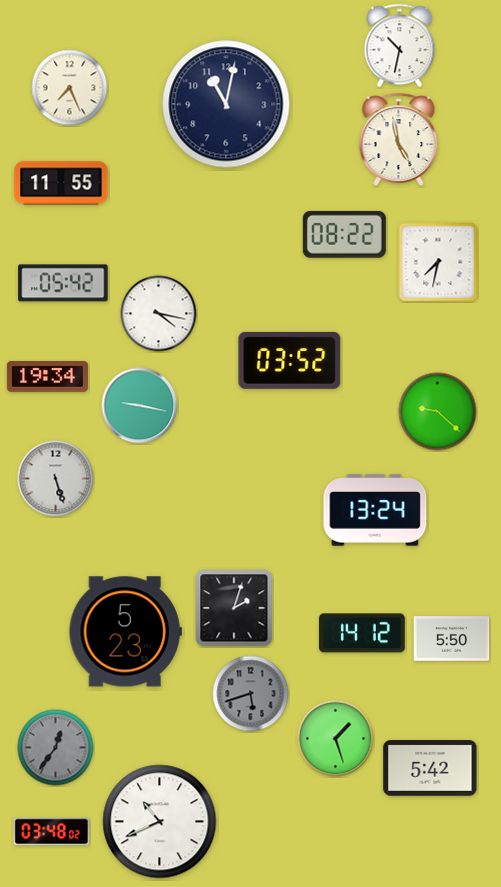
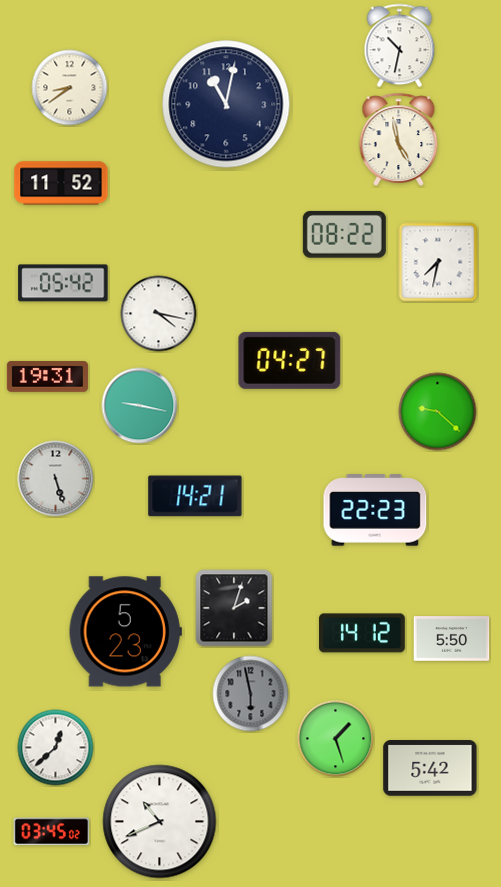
clock at (70, 88): 7:26 -> 8:39
clock at (61, 183): 11:55 -> 11:52
clock at (290, 360): 03:52 -> 04:27
clock at (47, 376): 19:34 -> 19:31
clock at (195, 496): none -> 14:21
clock at (375, 510): 13:24 -> 22:23
clock at (251, 694): 5:42 -> 5:58
clock at (56, 748): 12:36 -> 12:38
clock at (56, 748) dial: grey -> white
clock at (52, 832): 03:48 -> 03:45
